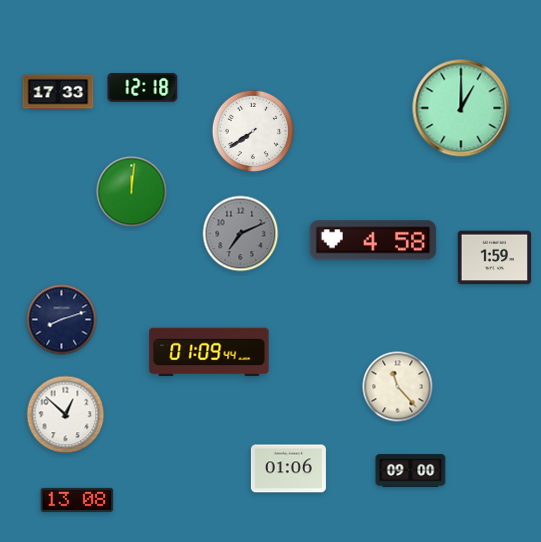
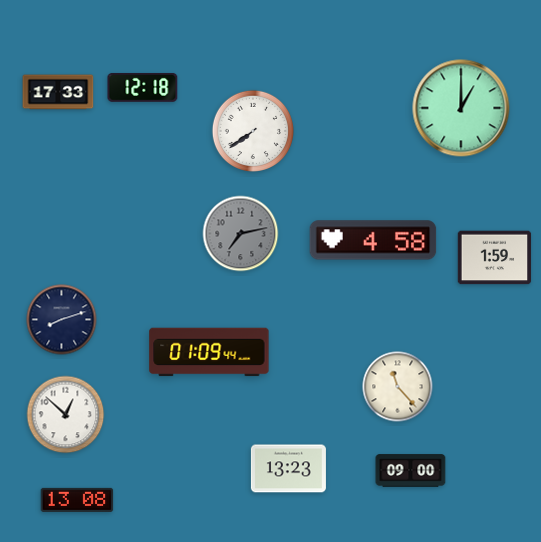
clock at (132, 192): 12:01 -> none
clock at (241, 234): 7:11 -> 7:13
clock at (288, 469): 01:06 -> 13:23
